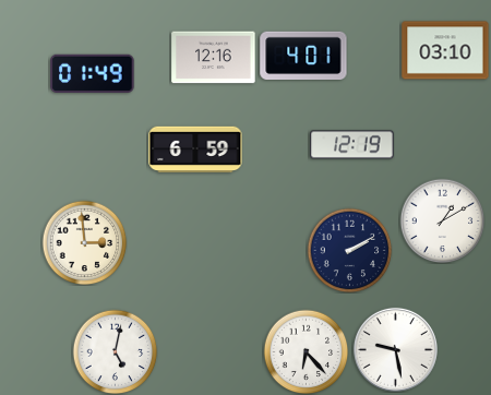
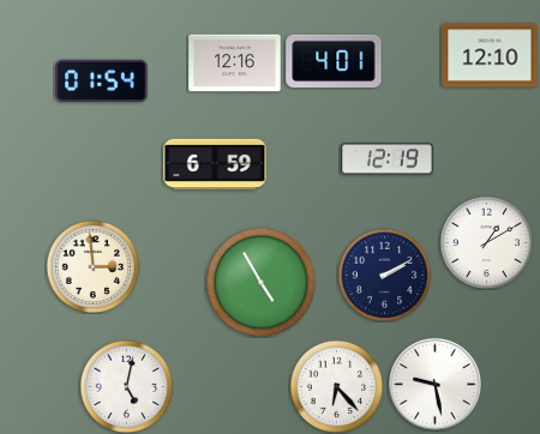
clock at (445, 50): 03:10 -> 12:10
clock at (93, 73): 01:49 -> 01:54
clock at (260, 282): none -> 4:55
